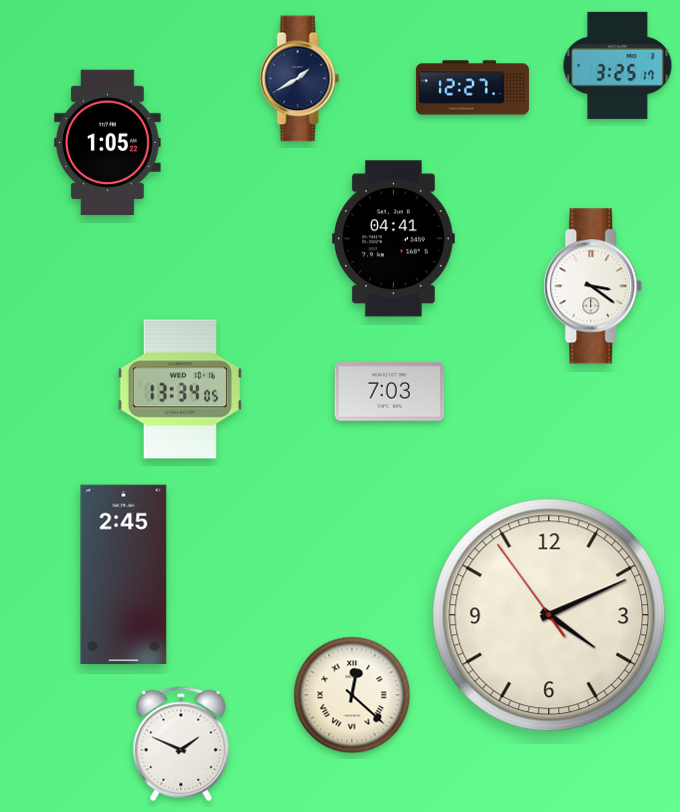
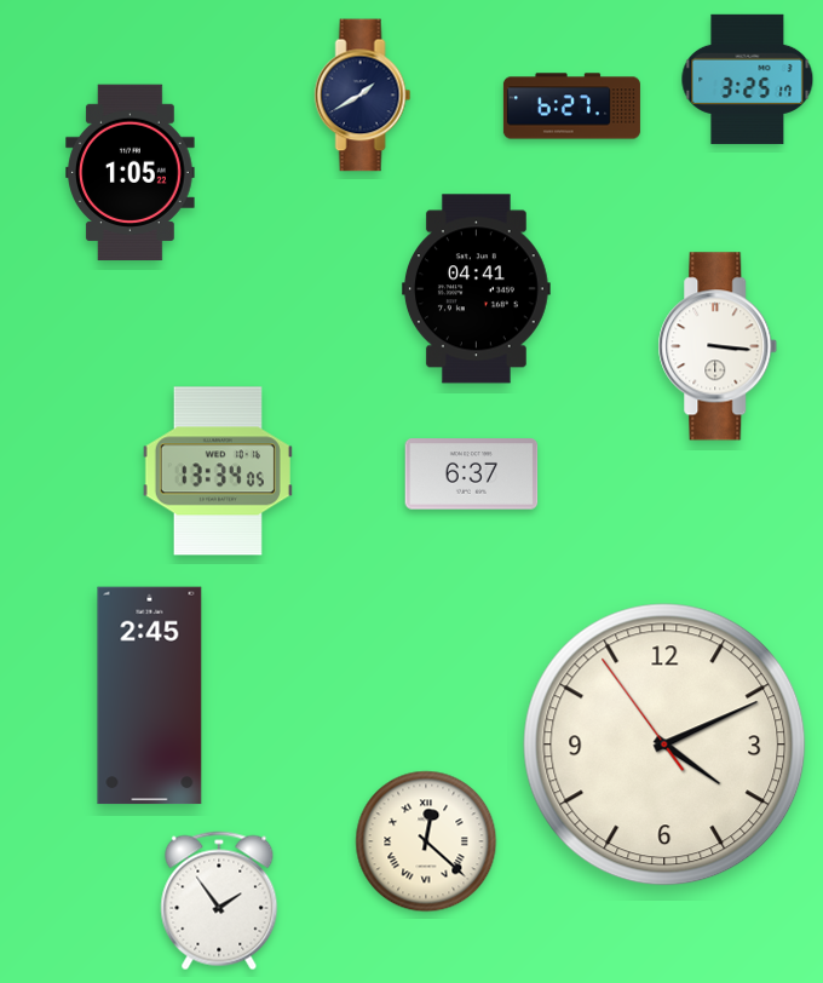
clock at (472, 88): 12:27 -> 6:27
clock at (593, 286): 3:21 -> 3:16
clock at (390, 392): 7:03 -> 6:37
clock at (181, 744): 1:49 -> 1:54
